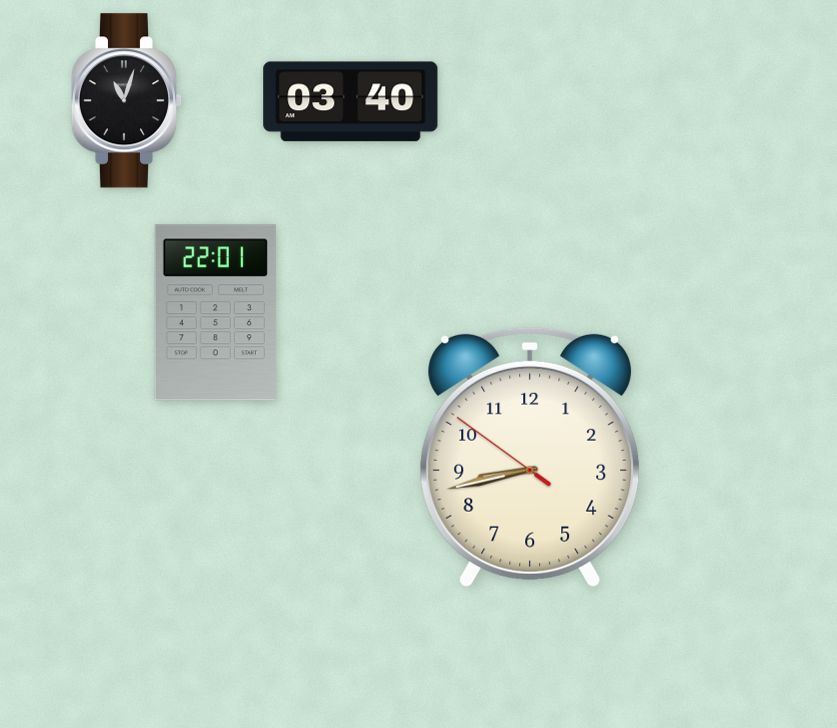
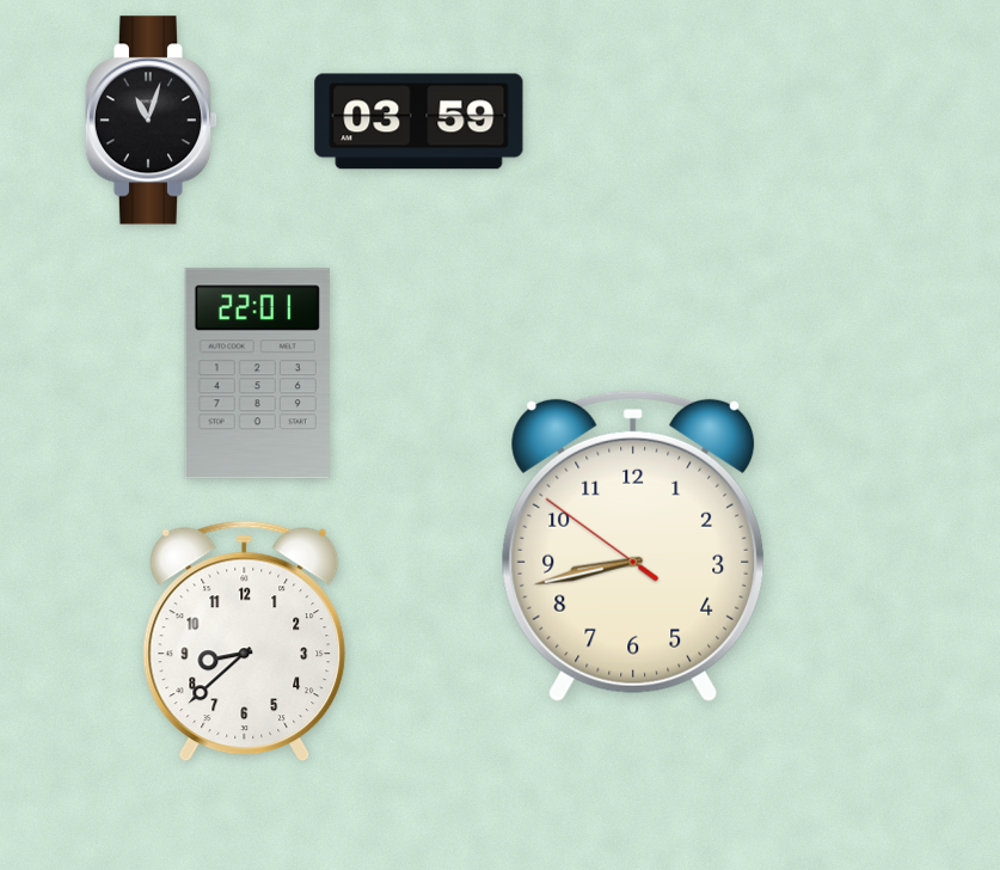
clock at (351, 102): 03:40 -> 03:59
clock at (245, 642): none -> 8:38
